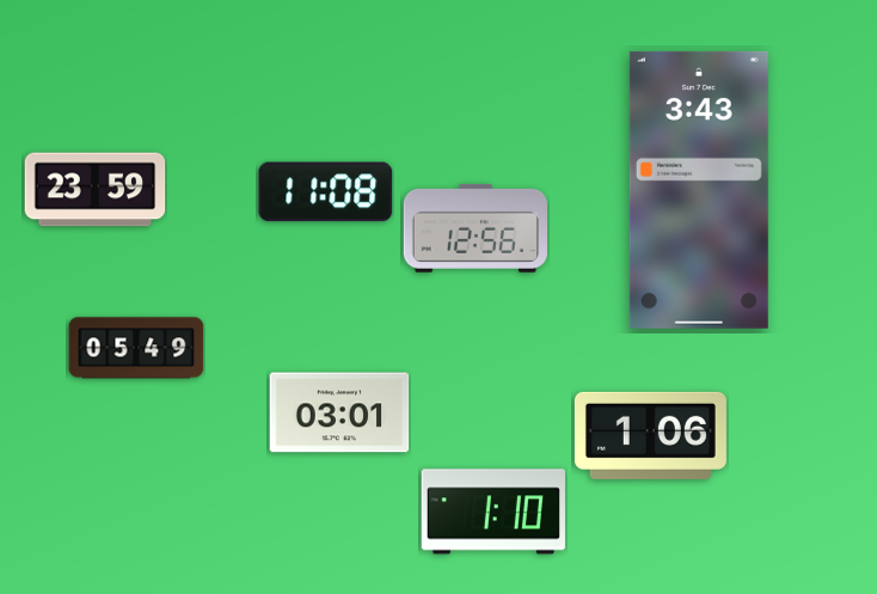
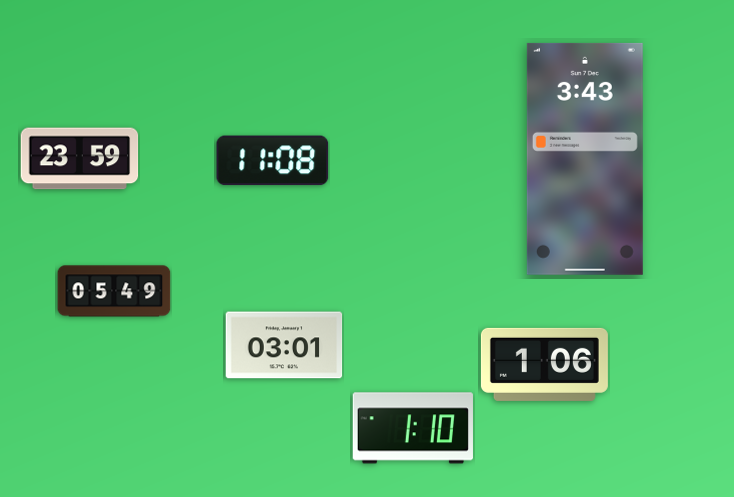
clock at (474, 228): 12:56 -> none
